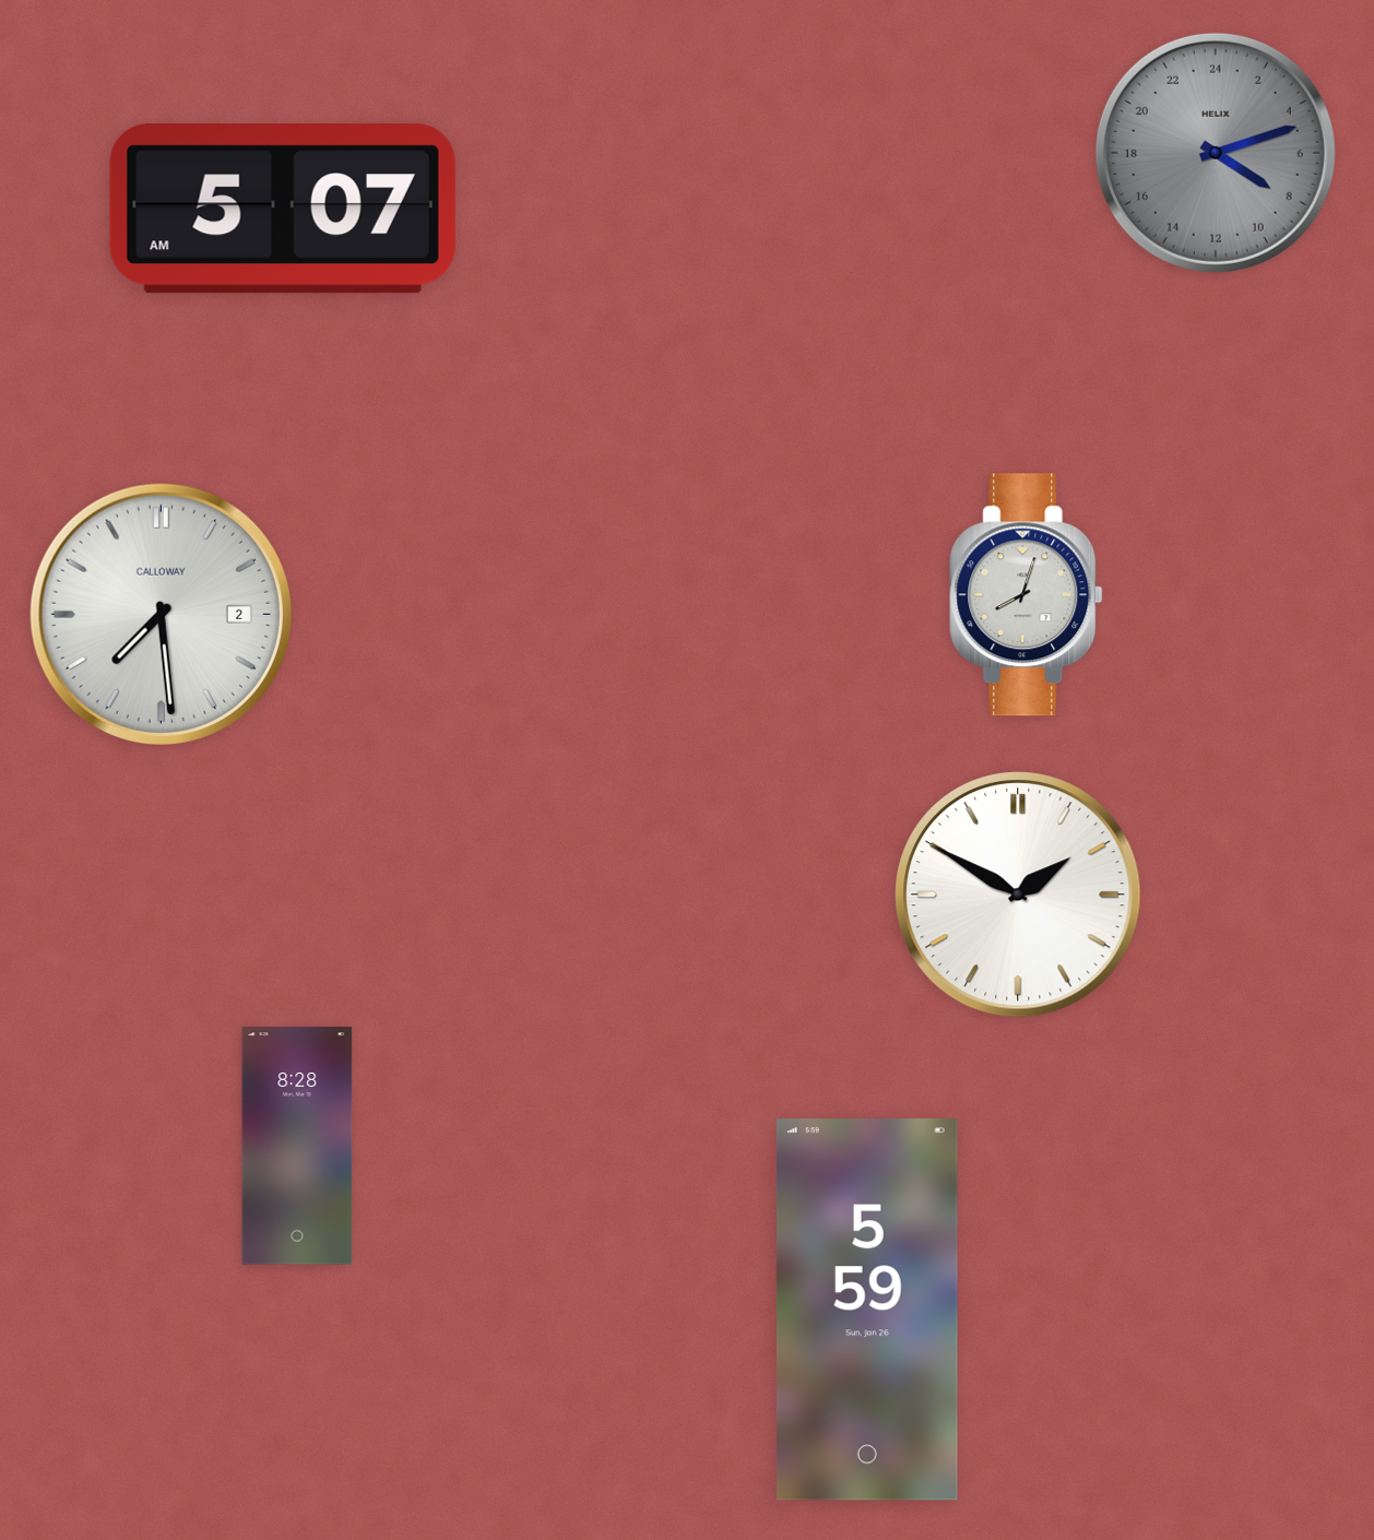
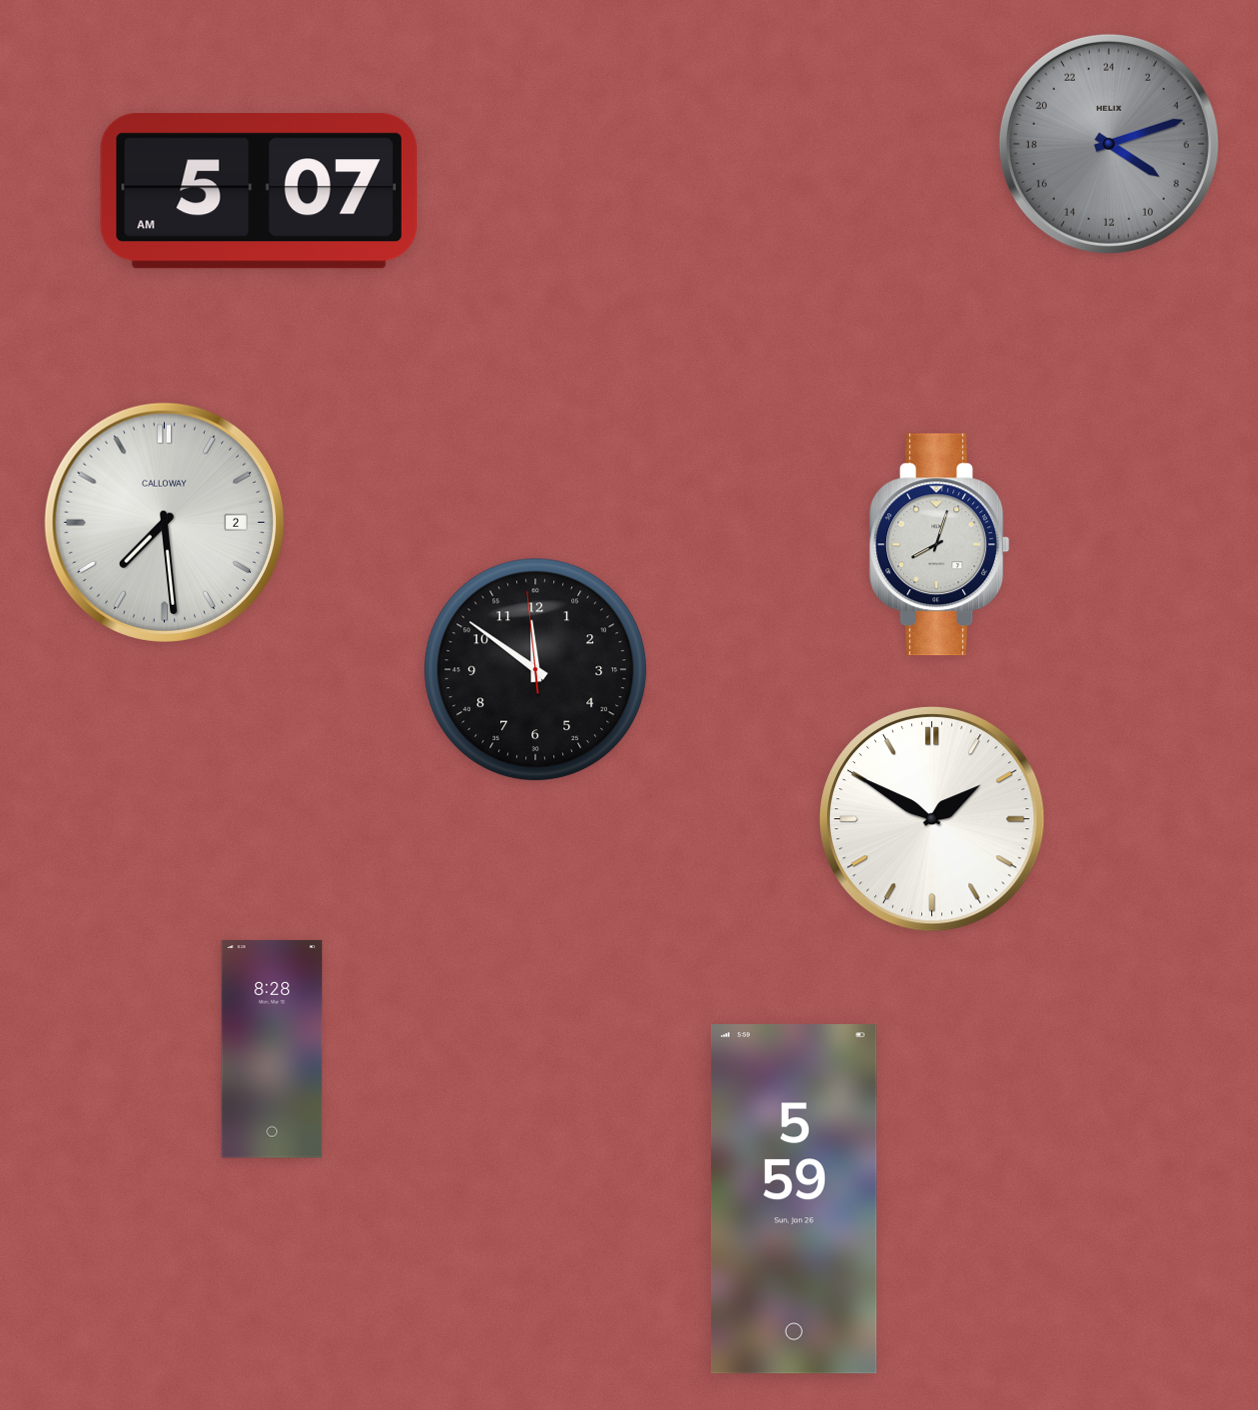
clock at (1216, 153) position: (1216, 153) -> (1109, 144)
clock at (161, 614) position: (161, 614) -> (164, 522)
clock at (536, 670): none -> 11:50
